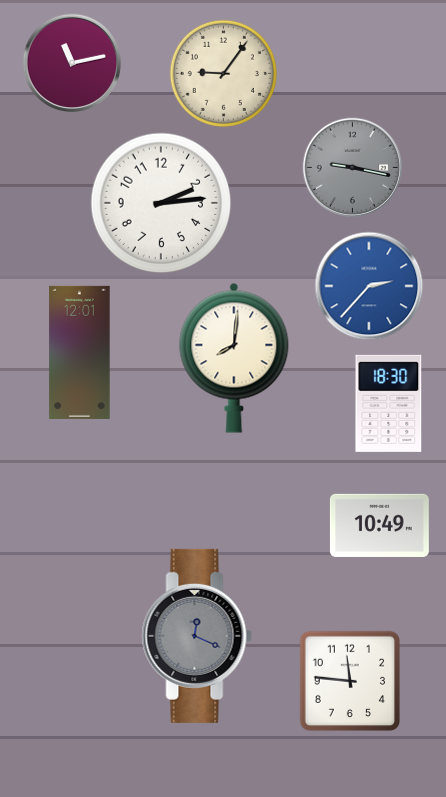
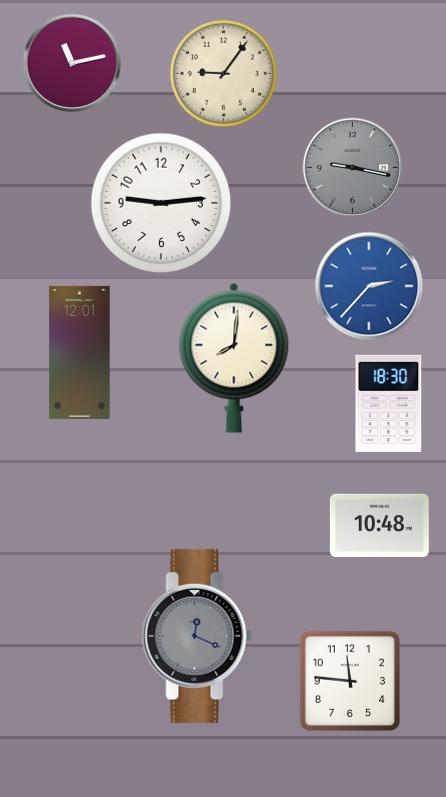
clock at (161, 203): 2:14 -> 9:14
clock at (379, 525): 10:49 -> 10:48
